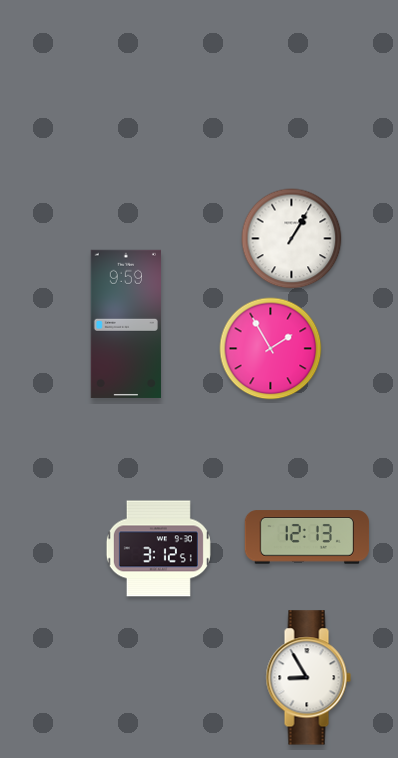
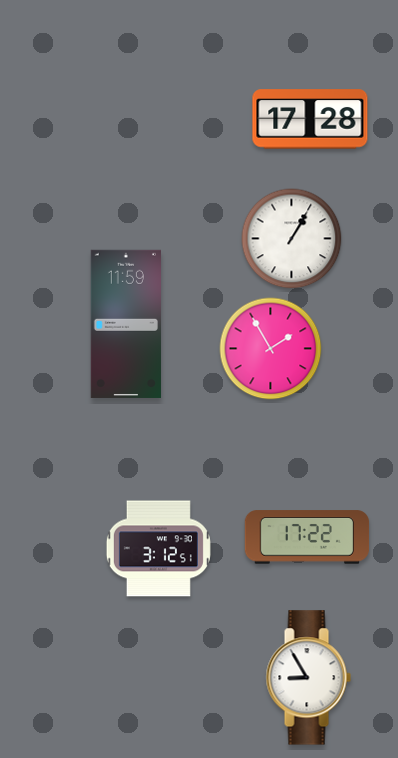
clock at (310, 119): none -> 17:28
clock at (125, 324): 9:59 -> 11:59
clock at (307, 537): 12:13 -> 17:22
